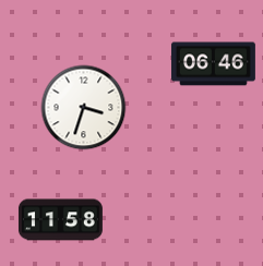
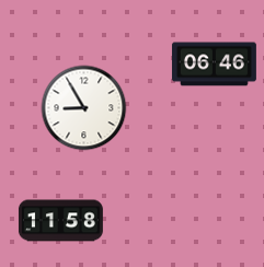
clock at (83, 107): 3:33 -> 8:55
